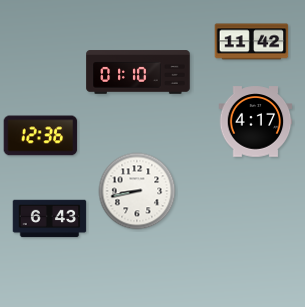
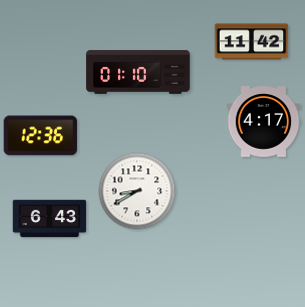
clock at (256, 122) position: (256, 122) -> (264, 122)
clock at (137, 191): 8:43 -> 8:40
